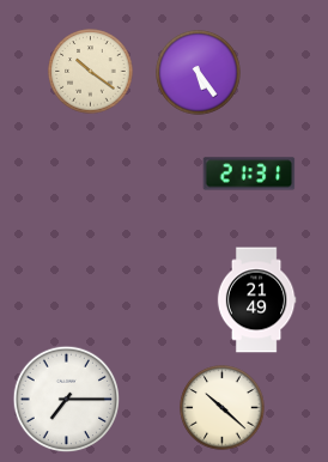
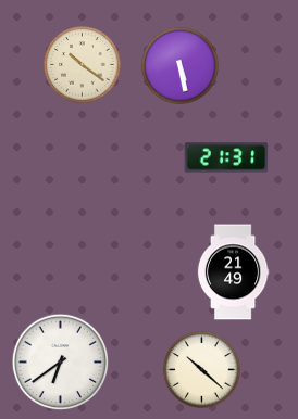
clock at (199, 73): 5:24 -> 5:28
clock at (67, 400): 7:15 -> 6:39
